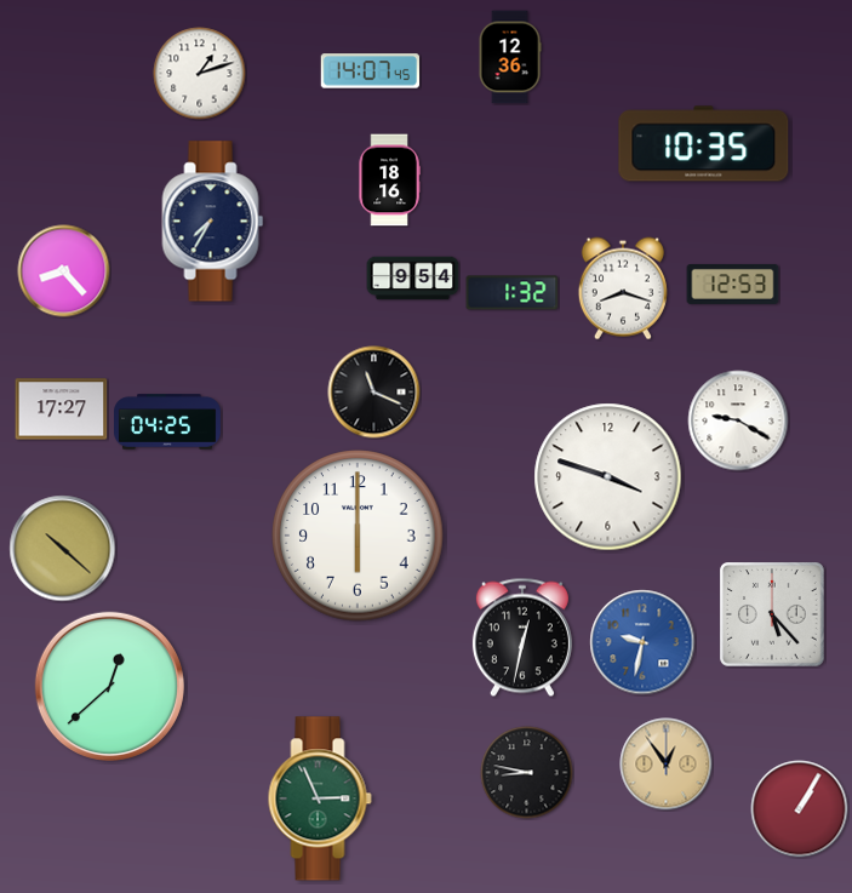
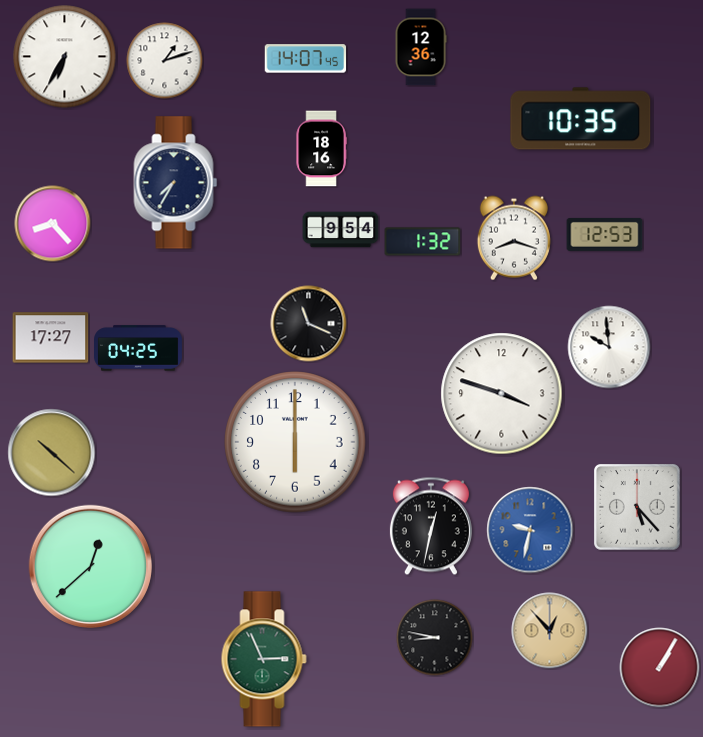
clock at (65, 57): none -> 6:35
clock at (738, 420): 9:20 -> 9:59
clock at (667, 765): 12:54 -> 12:53
